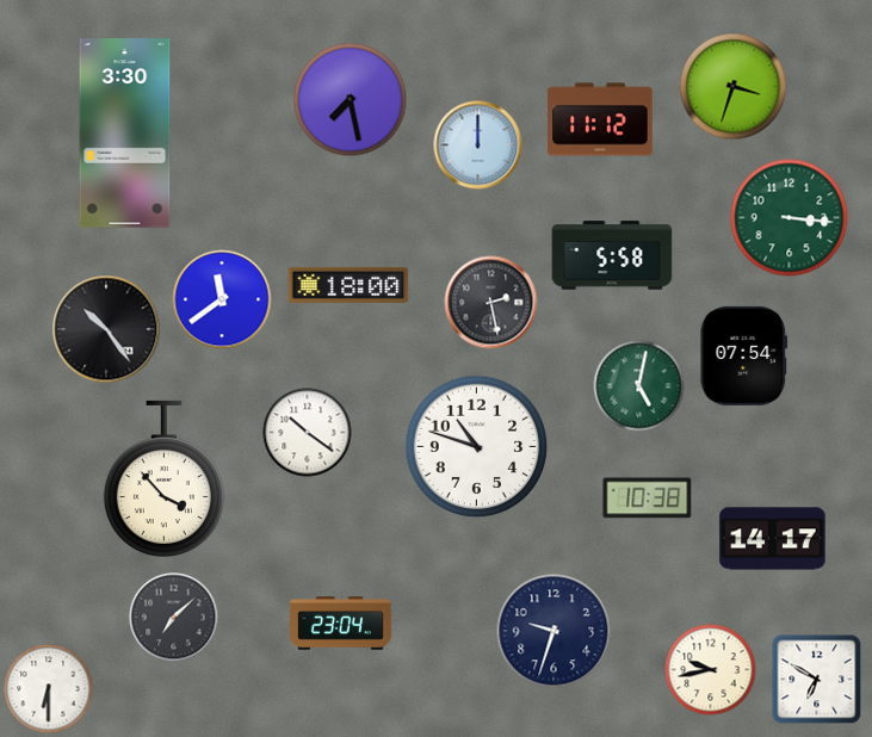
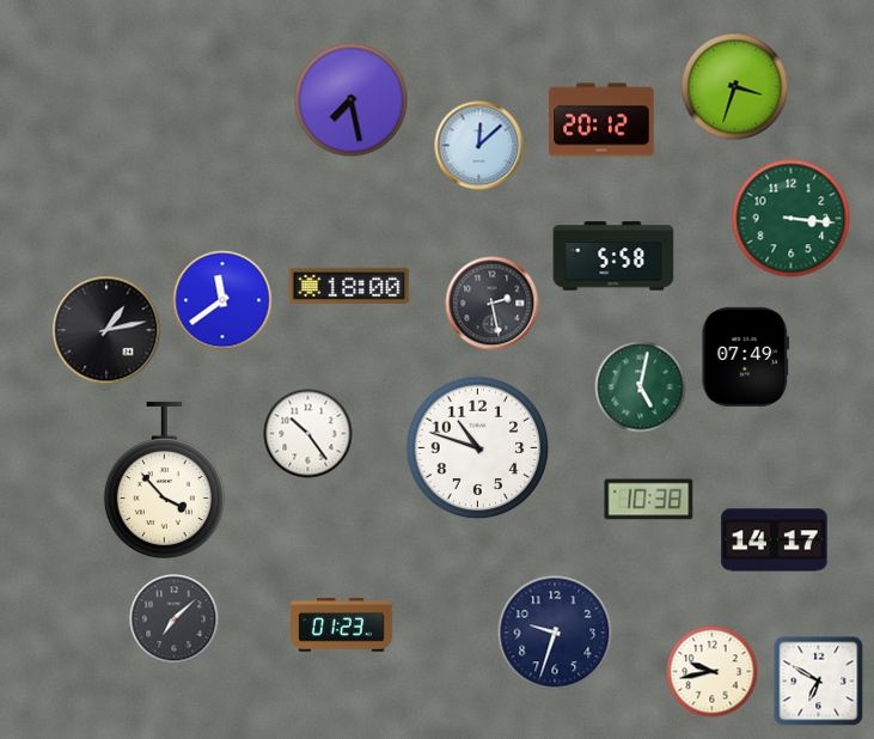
clock at (600, 119): 11:12 -> 20:12
clock at (125, 134): 3:30 -> none
clock at (478, 145): 12:00 -> 12:08
clock at (106, 329): 10:24 -> 1:13
clock at (744, 355): 07:54 -> 07:49
clock at (308, 433): 10:21 -> 10:24
clock at (341, 624): 23:04 -> 01:23
clock at (49, 689): 6:30 -> none
